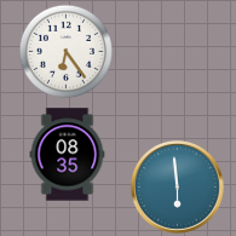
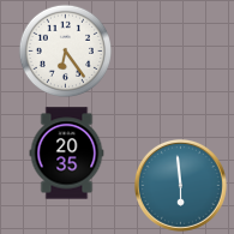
clock at (68, 155): 08:35 -> 20:35
clock at (177, 186) position: (177, 186) -> (180, 185)
